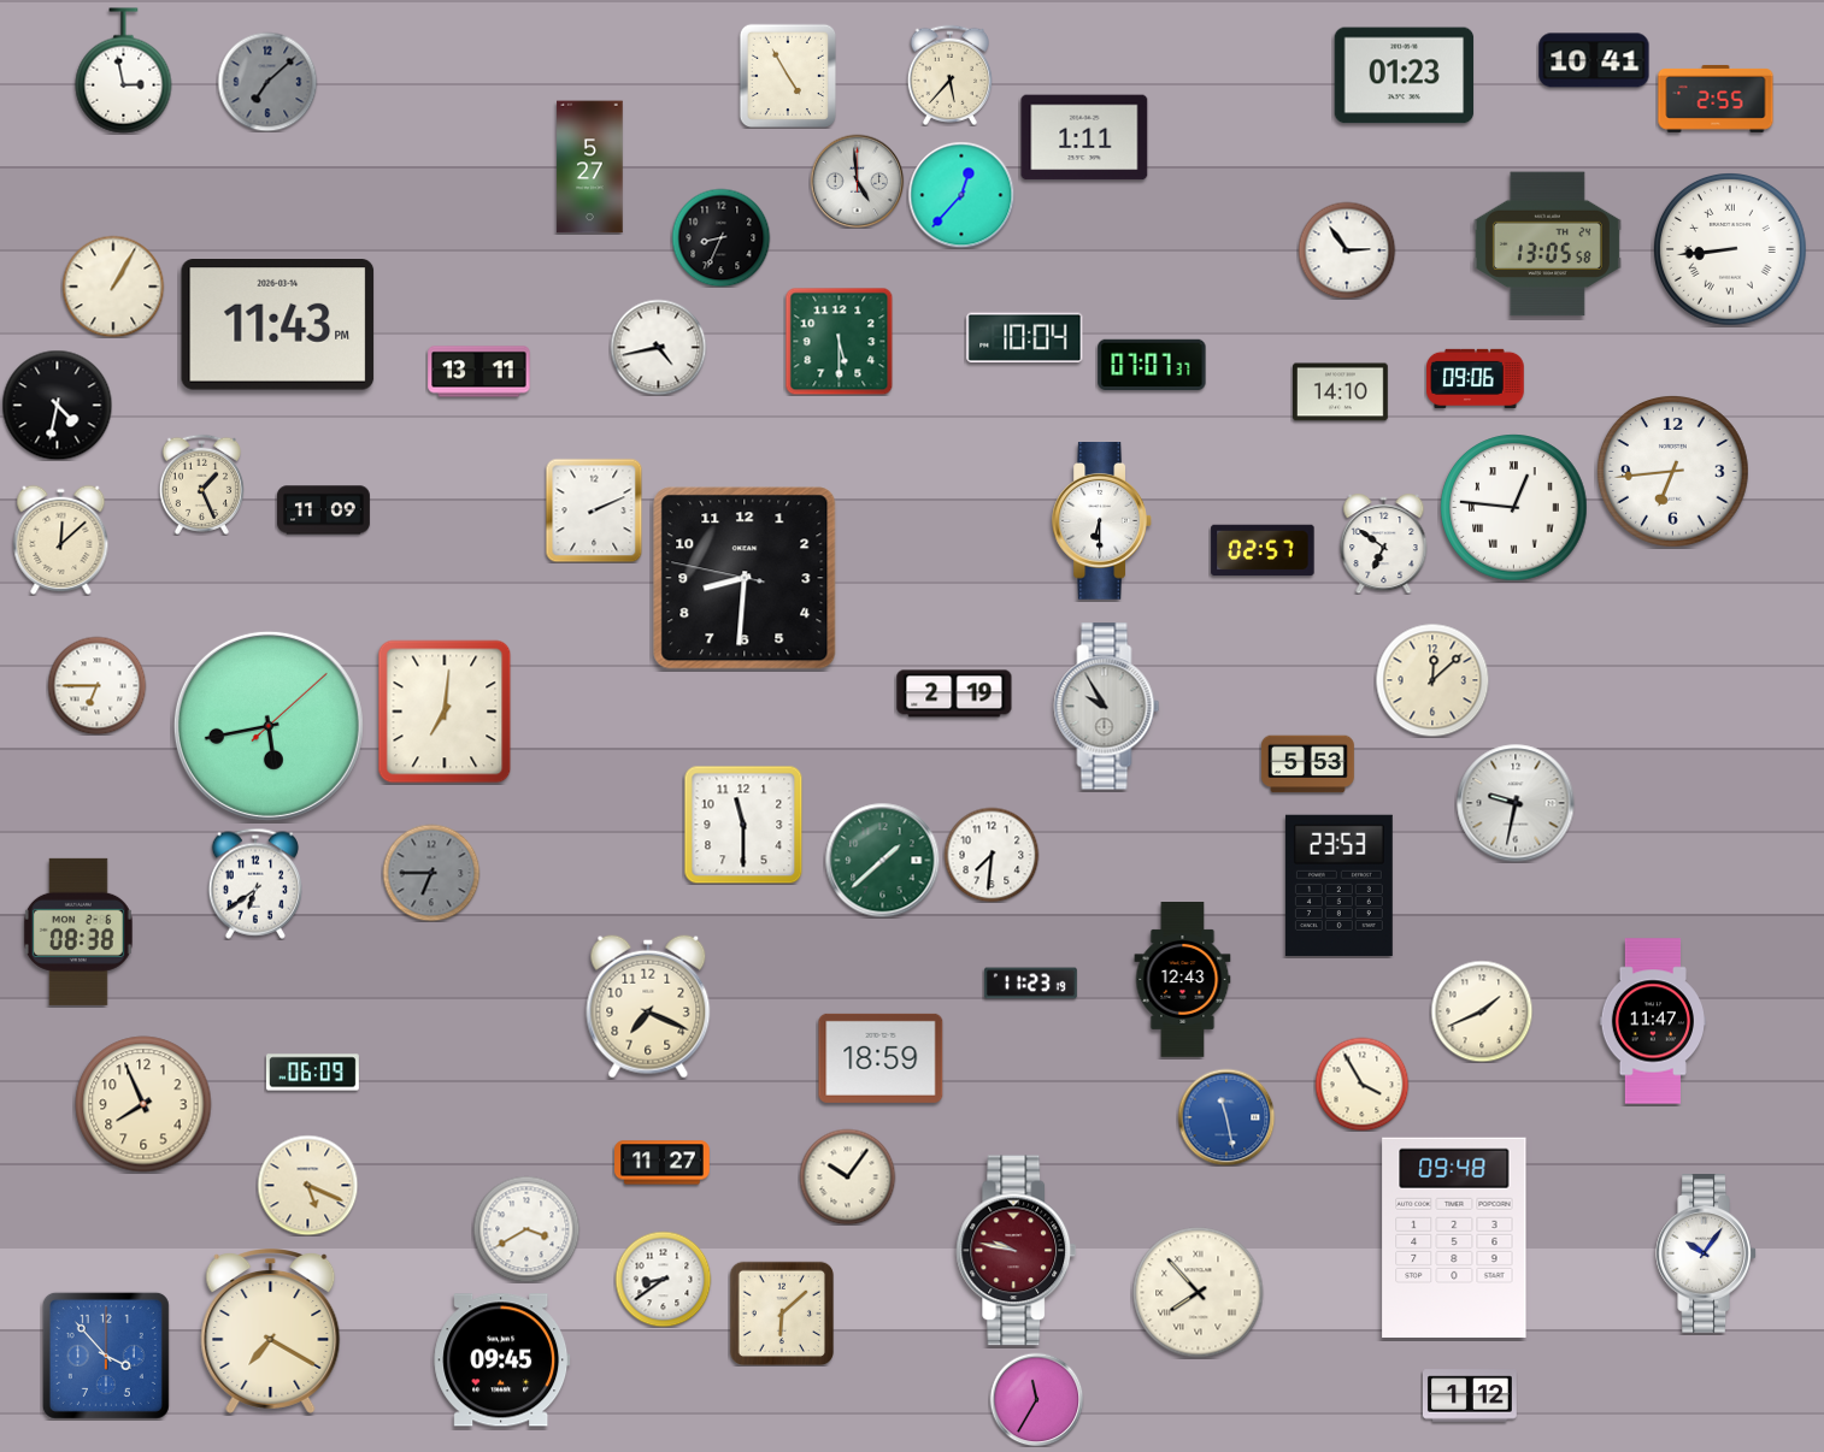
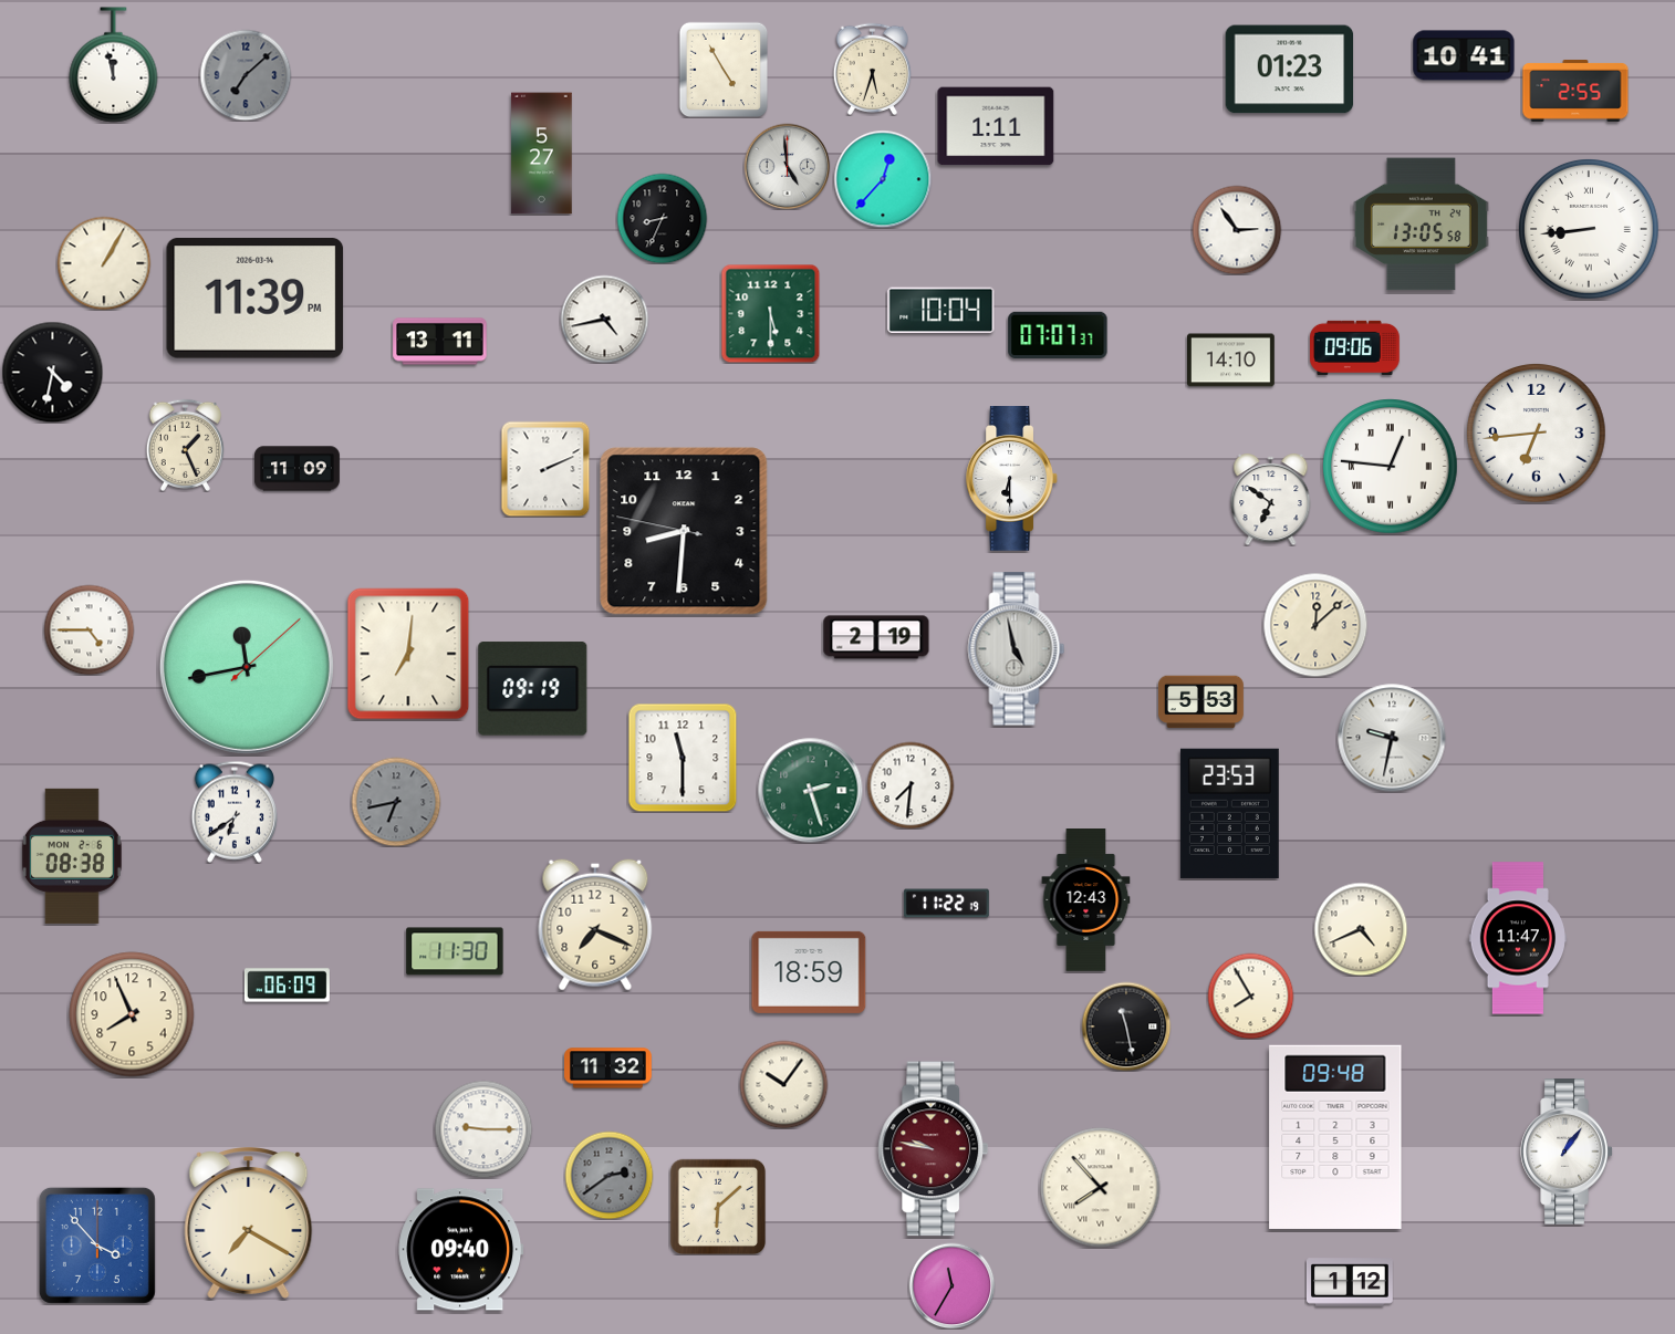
clock at (124, 71): 2:58 -> 11:58
clock at (949, 75): 5:37 -> 5:33
clock at (278, 325): 11:43 -> 11:39
clock at (61, 539): 12:08 -> none
clock at (1263, 550): 02:57 -> none
clock at (96, 685): 6:45 -> 4:45
clock at (1107, 707): 9:55 -> 4:58
clock at (269, 726): 5:43 -> 11:43
clock at (533, 689): none -> 09:19
clock at (882, 860): 1:38 -> 2:27
clock at (431, 873): 6:45 -> 6:43
clock at (1030, 984): 11:23 -> 11:22
clock at (1482, 1011): 1:41 -> 4:41
clock at (455, 951): none -> 11:30
clock at (1361, 1084): 3:55 -> 7:55
clock at (1226, 1117) dial: blue -> black
clock at (663, 1163): 11:27 -> 11:32
clock at (847, 1176) position: (847, 1176) -> (783, 1084)
clock at (307, 1185): 5:19 -> none
clock at (526, 1229): 3:40 -> 9:15
clock at (1706, 1253): 10:06 -> 1:06
clock at (663, 1279): 8:39 -> 2:39
clock at (663, 1279) dial: white -> grey
clock at (502, 1360): 09:45 -> 09:40
